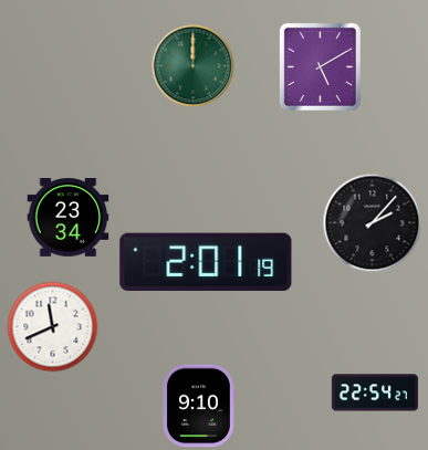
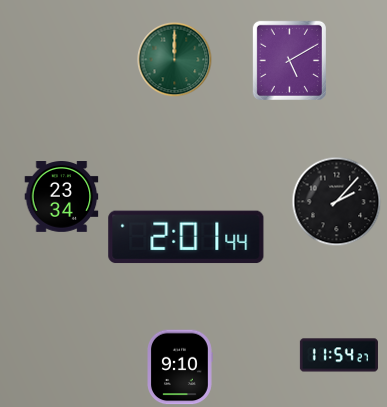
clock at (206, 262): 2:01:19 -> 2:01:44
clock at (53, 327): 11:41 -> none
clock at (375, 393): 22:54 -> 11:54
